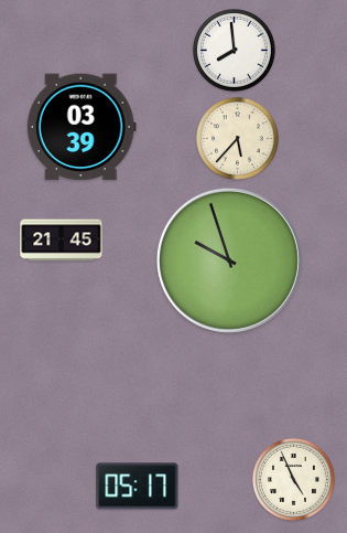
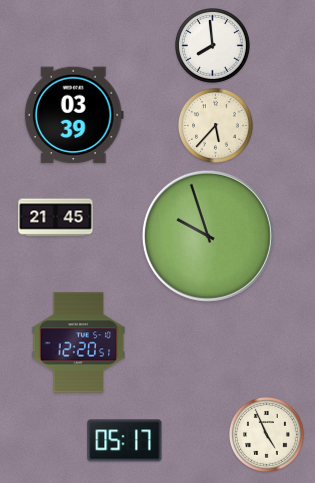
clock at (79, 343): none -> 12:20
